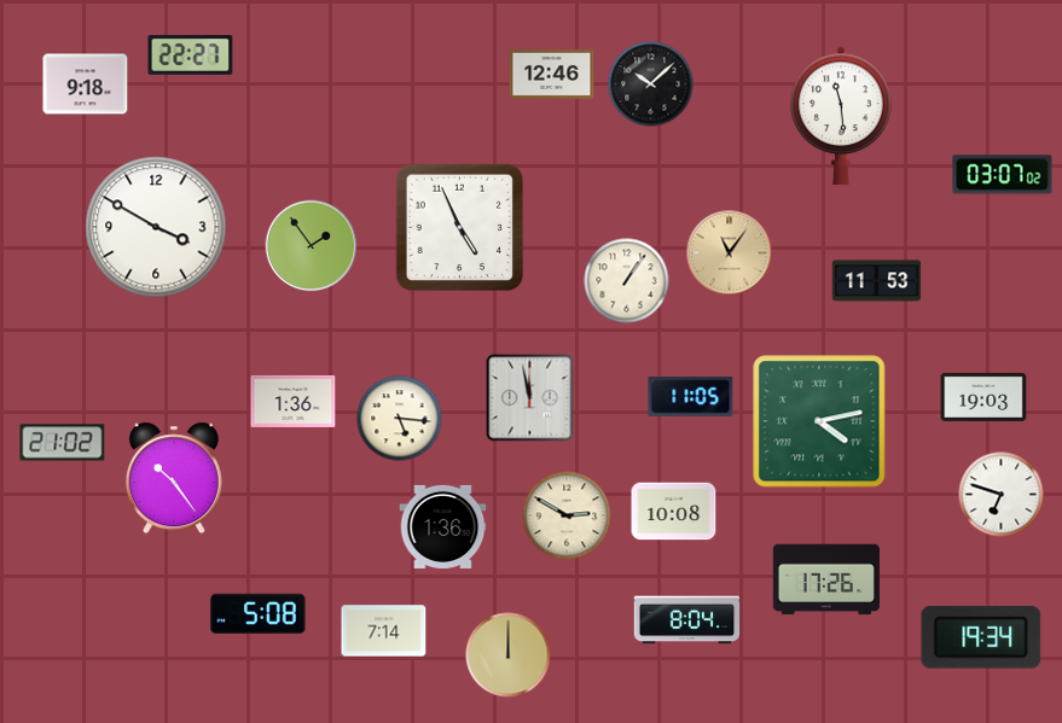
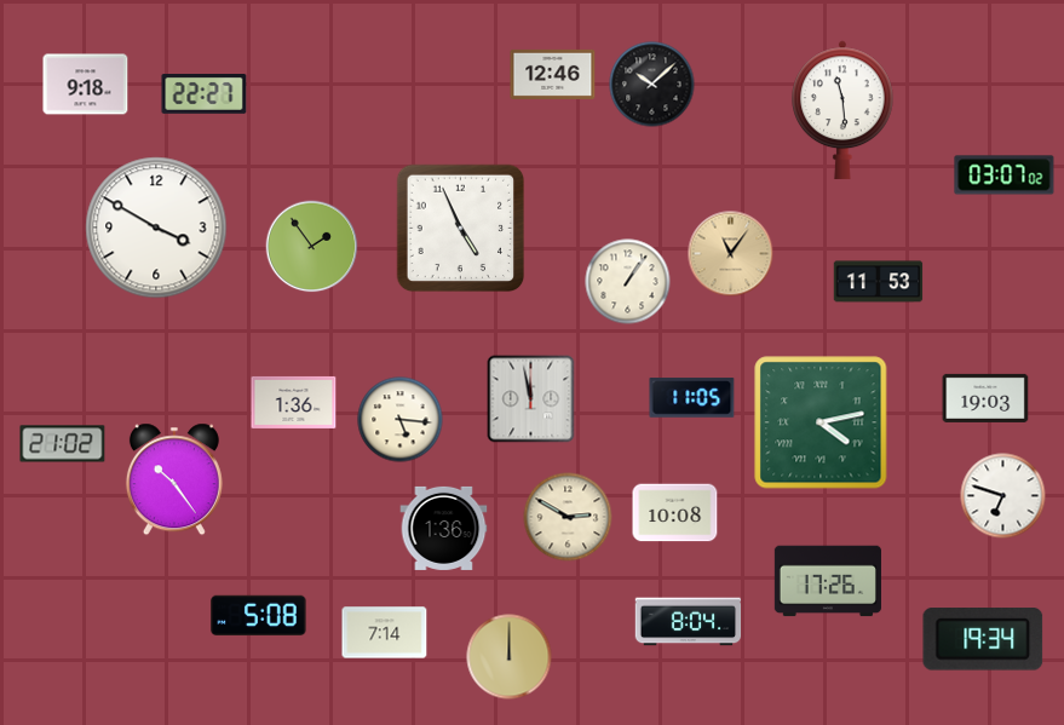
clock at (191, 56) position: (191, 56) -> (205, 94)
clock at (842, 116) position: (842, 116) -> (844, 110)
